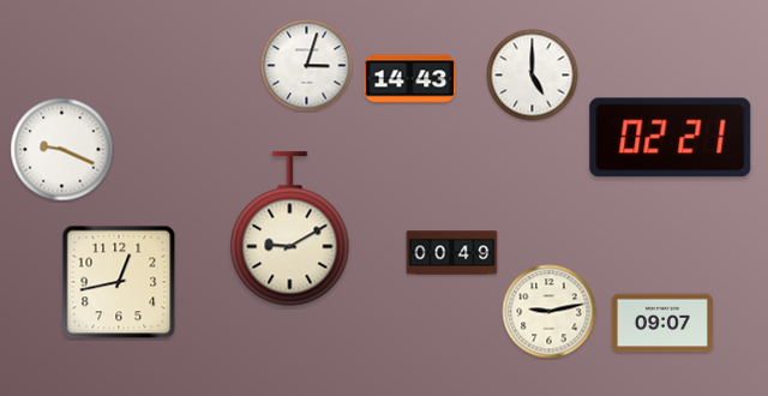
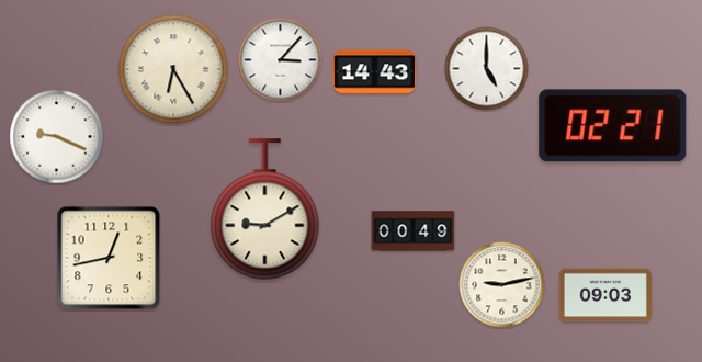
clock at (307, 66): 3:03 -> 3:07
clock at (173, 69): none -> 6:25
clock at (662, 323): 09:07 -> 09:03
